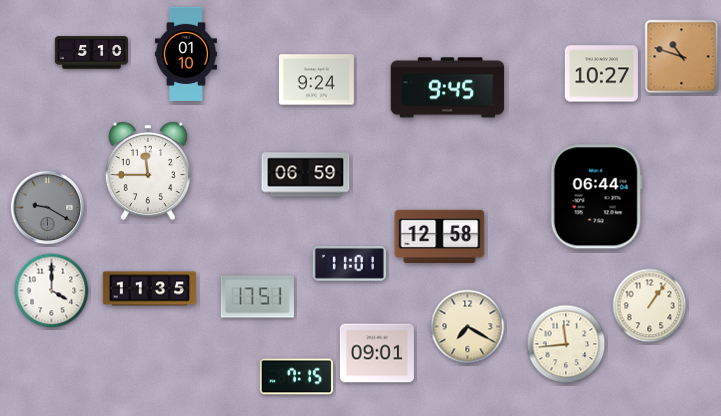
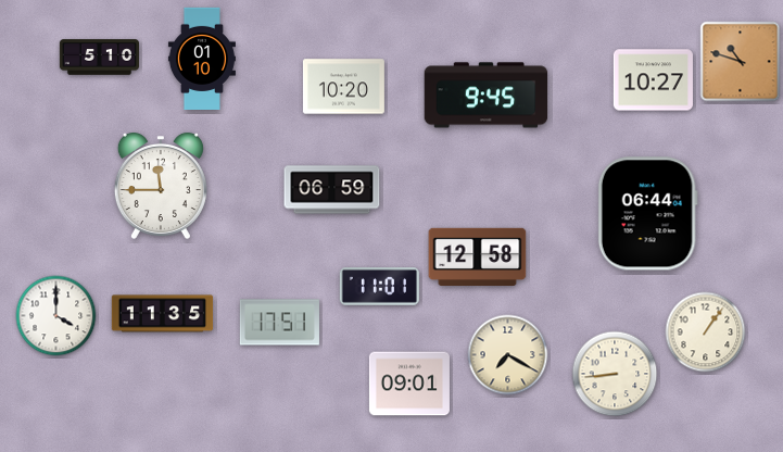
clock at (316, 80): 9:24 -> 10:20
clock at (48, 208): 9:20 -> none
clock at (566, 344): 11:44 -> 8:44
clock at (296, 377): 7:15 -> none
